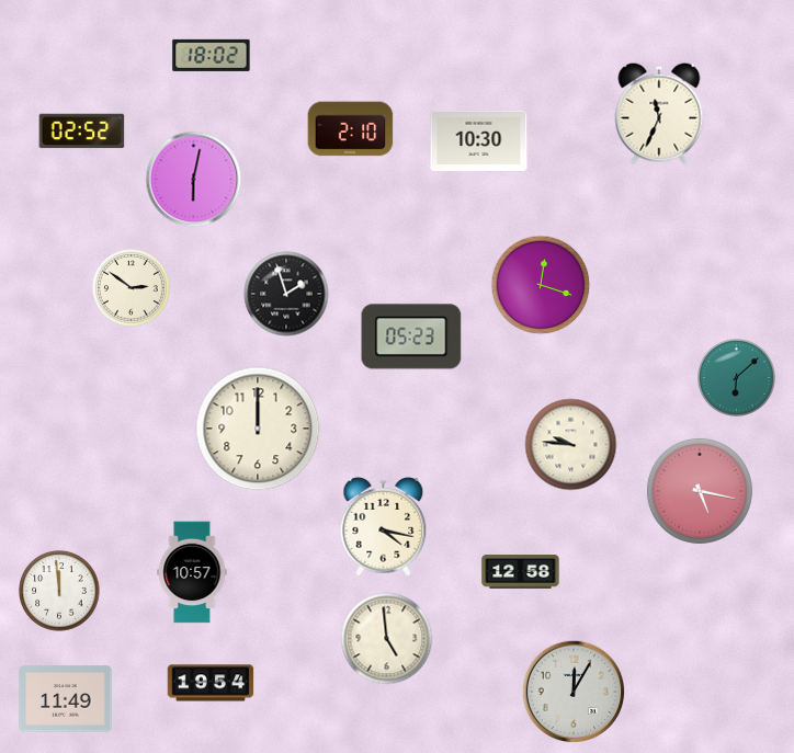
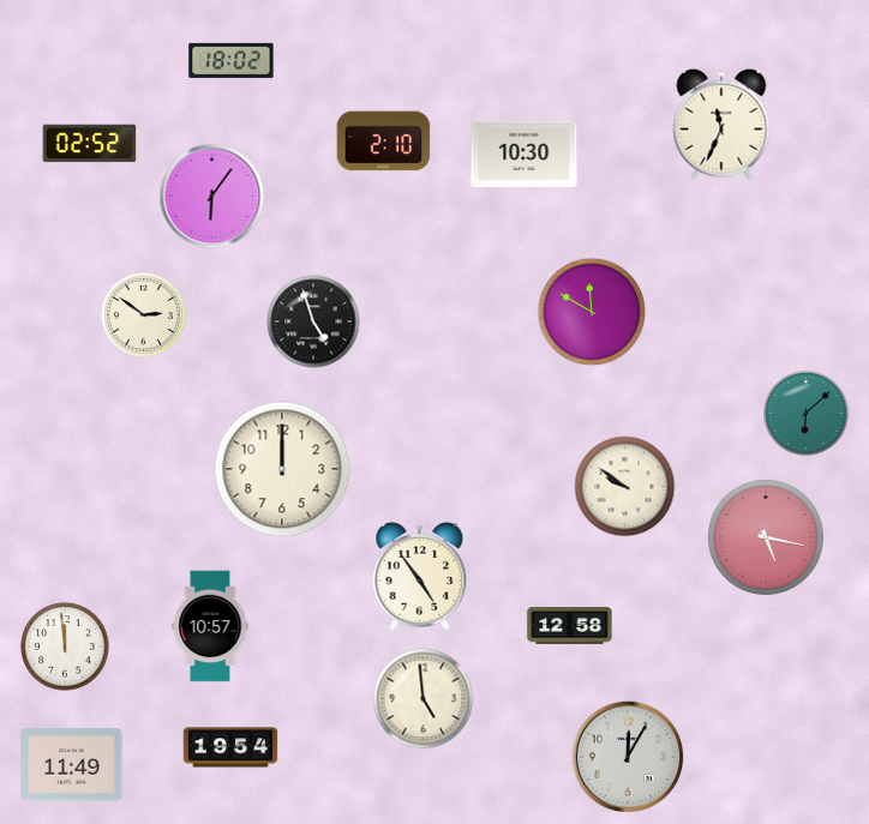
clock at (194, 180): 6:02 -> 6:06
clock at (541, 285): 12:18 -> 11:50
clock at (286, 294): 1:57 -> 4:57
clock at (411, 336): 05:23 -> none
clock at (571, 445): 9:46 -> 9:51
clock at (384, 526): 4:17 -> 4:54
